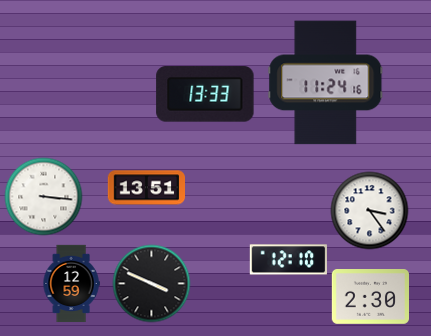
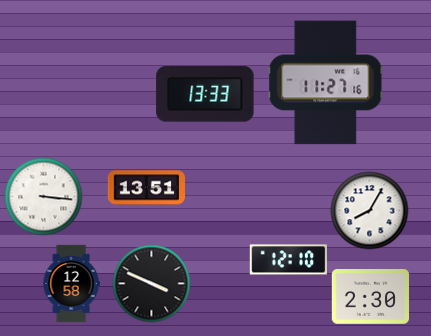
clock at (326, 83): 11:24 -> 11:27
clock at (369, 210): 3:24 -> 8:05
clock at (71, 283): 12:59 -> 12:58
